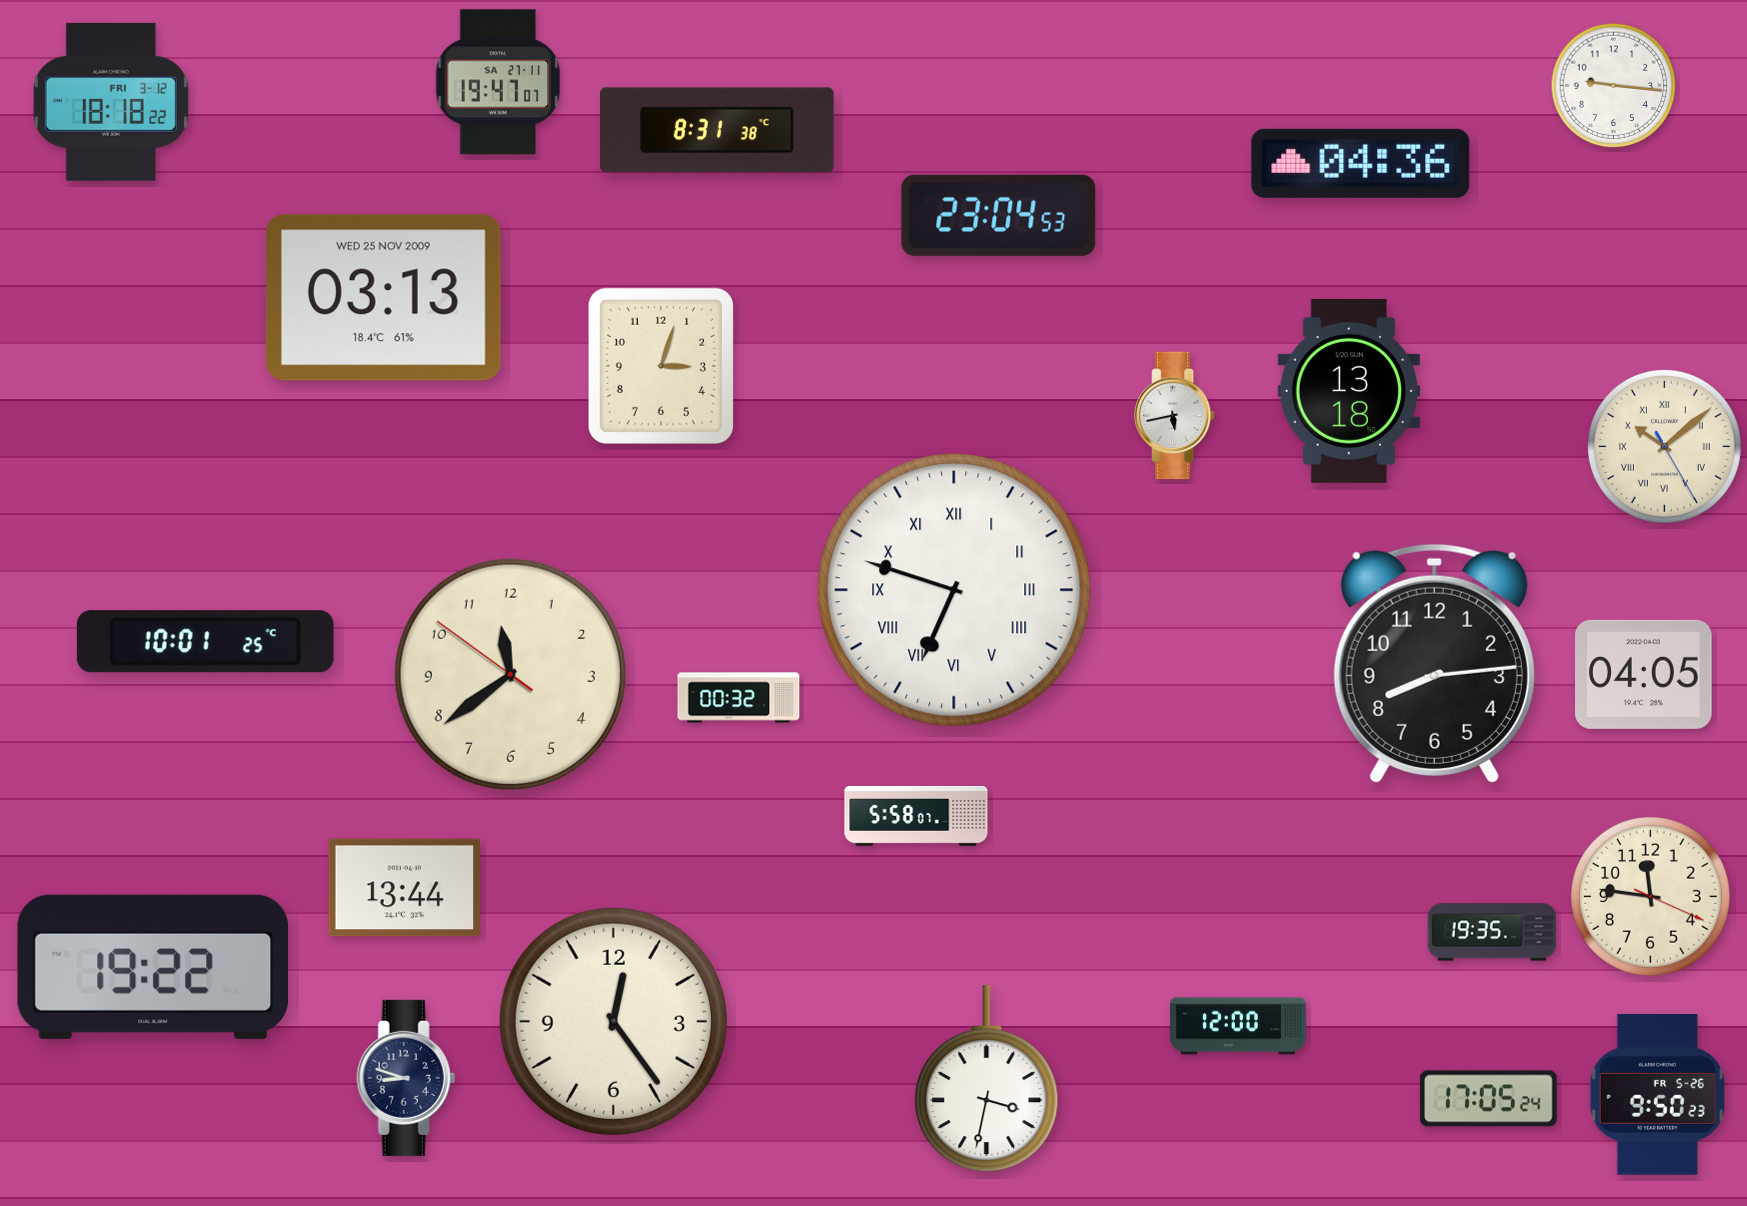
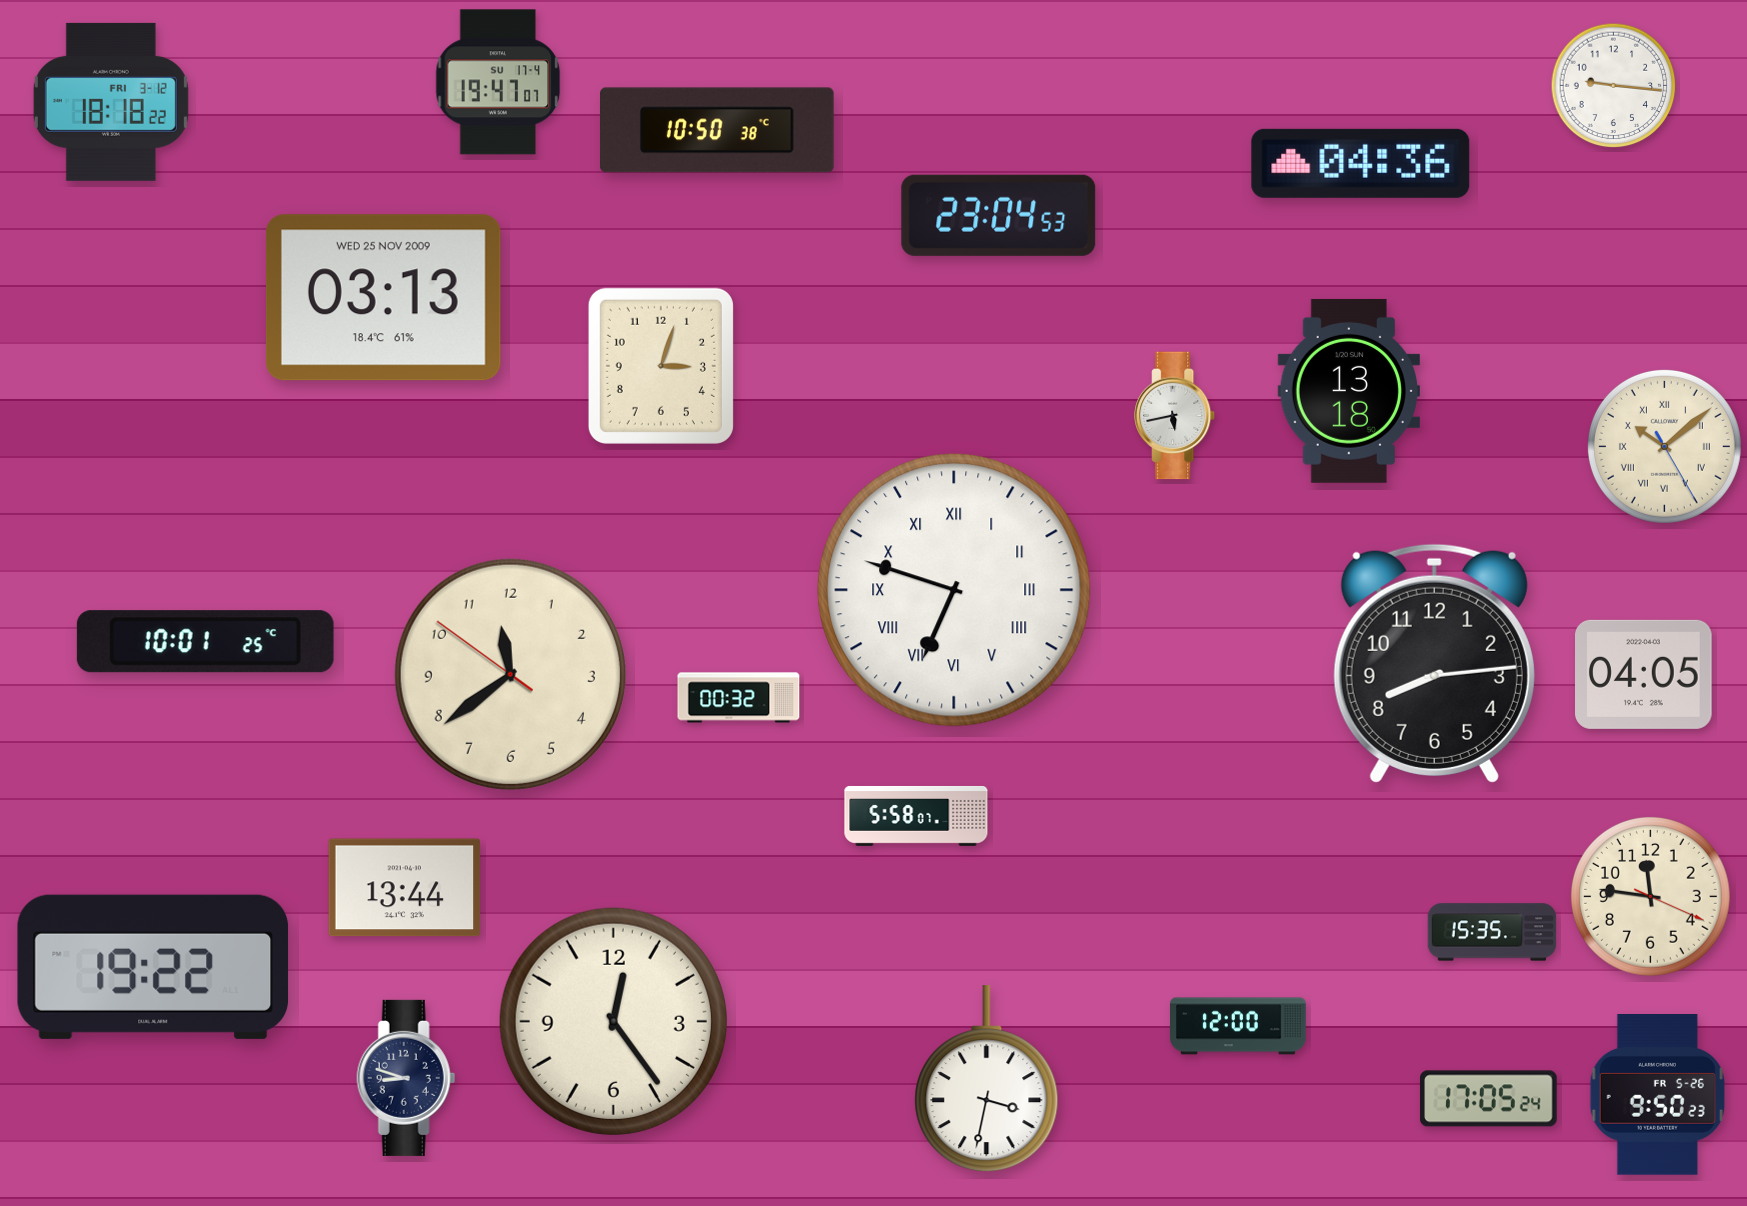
clock at (498, 82) date: SA 27-11 -> SU 17-4
clock at (718, 130): 8:31 -> 10:50
clock at (1492, 932): 19:35 -> 15:35
